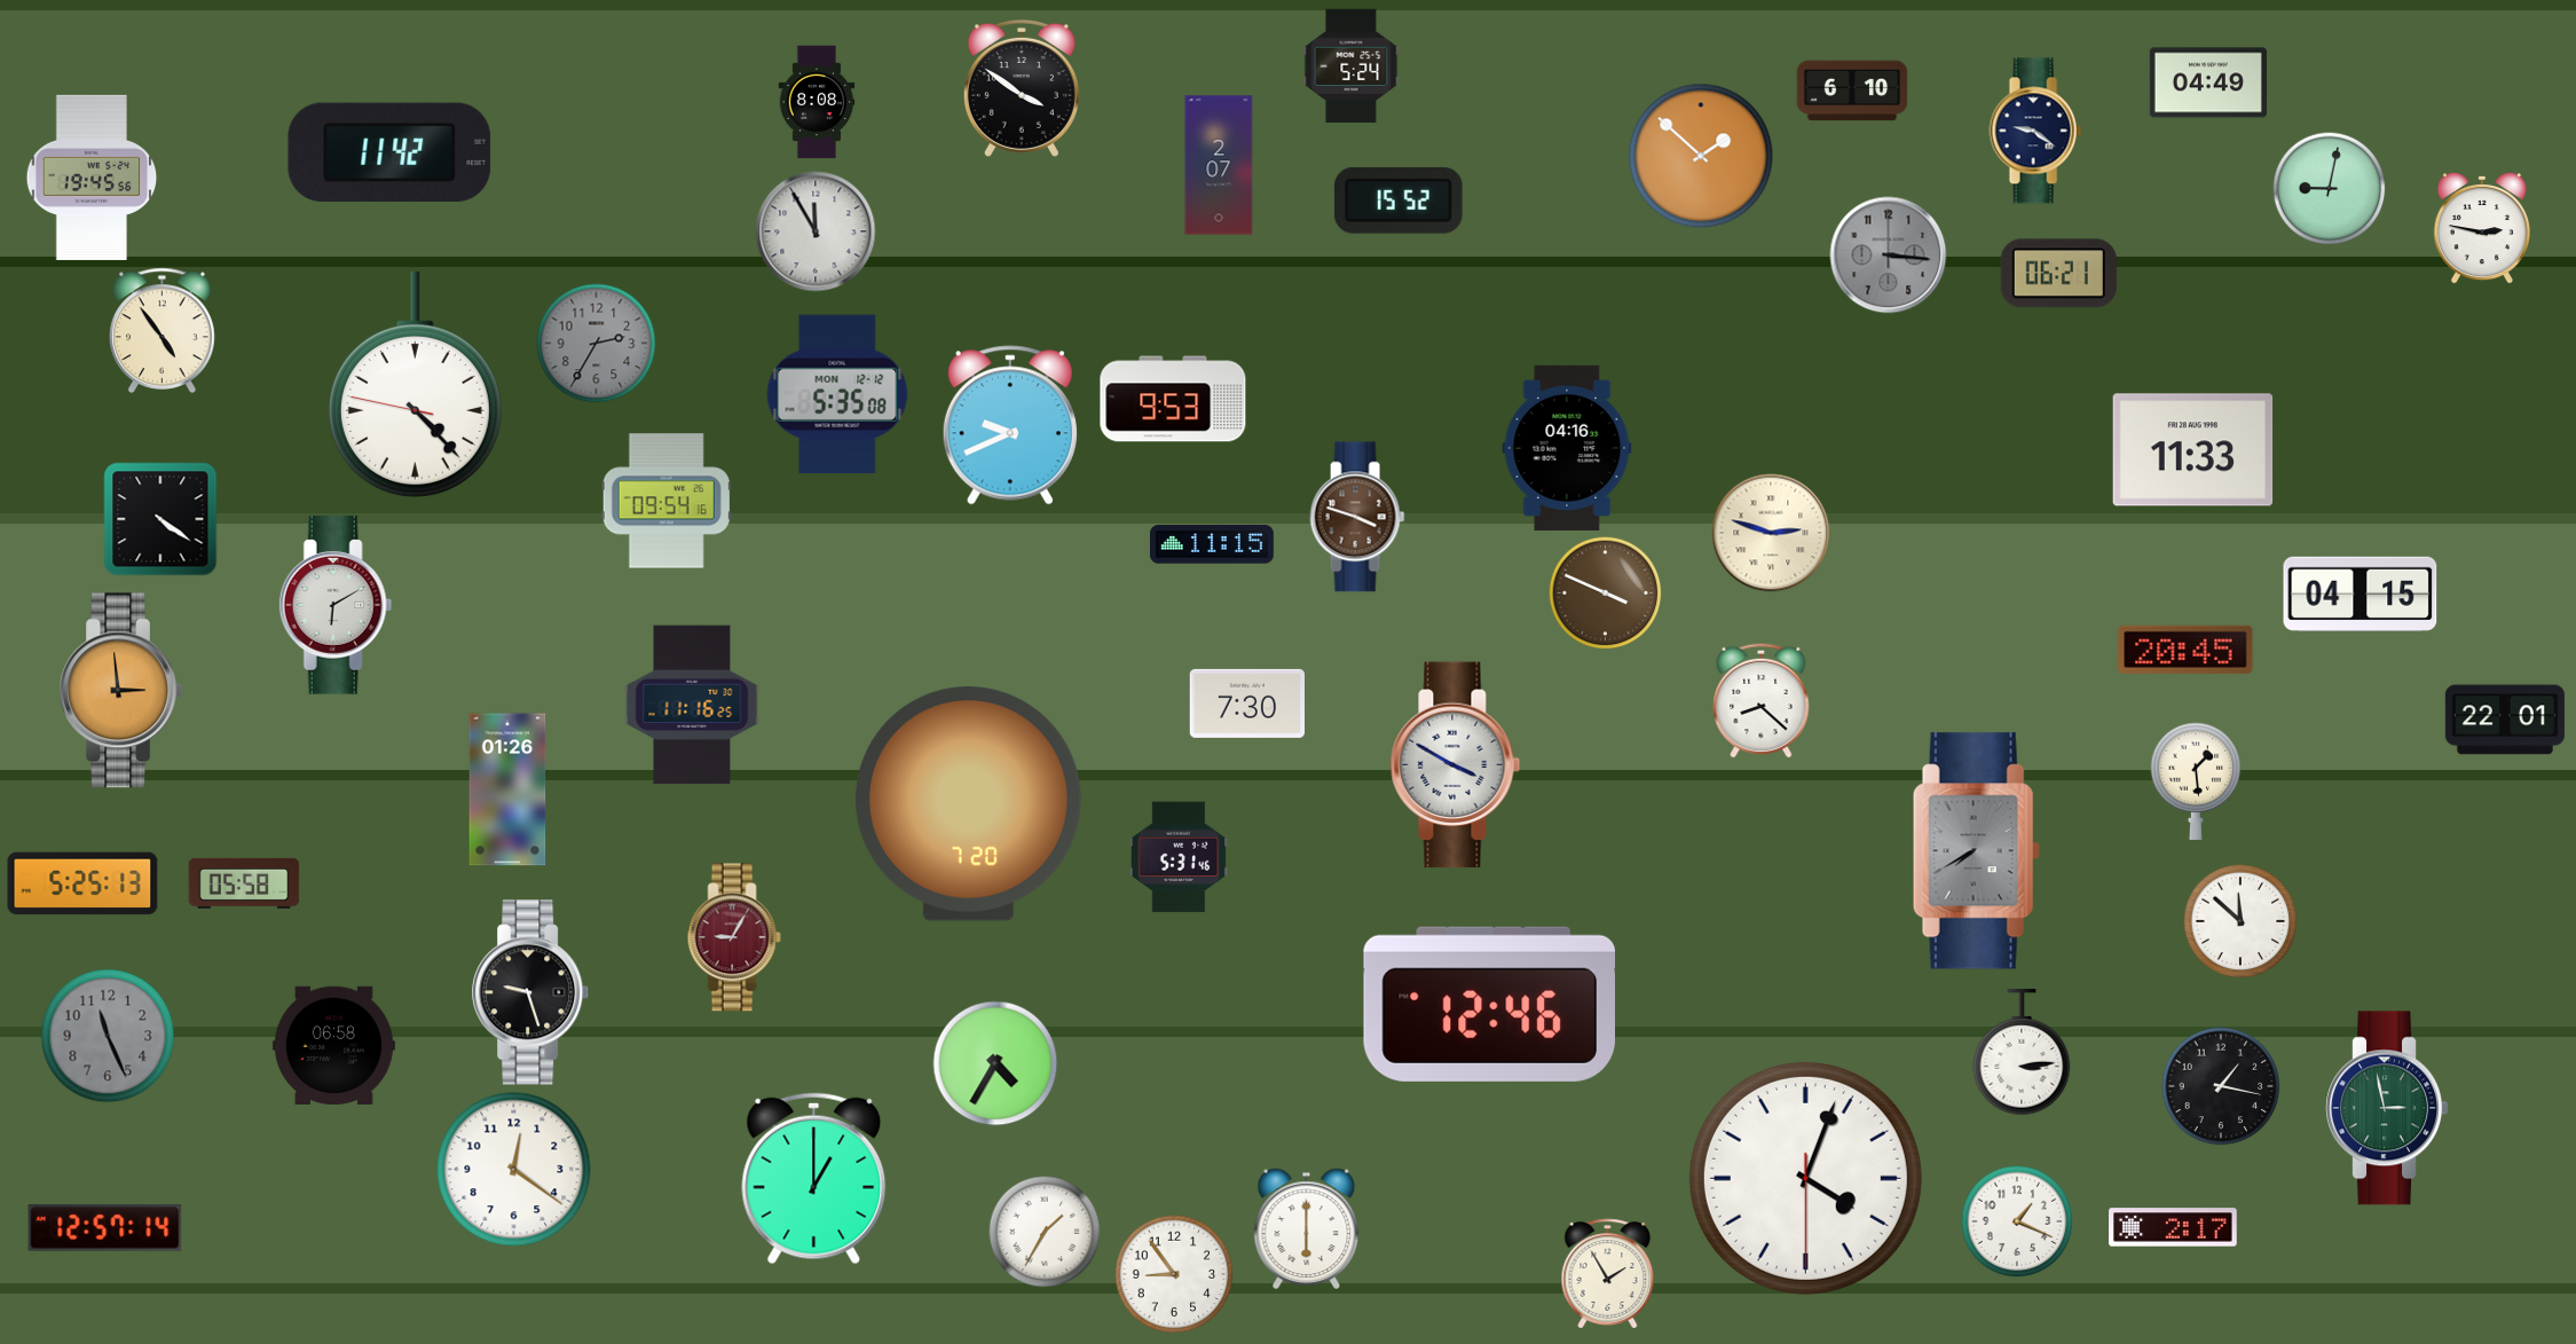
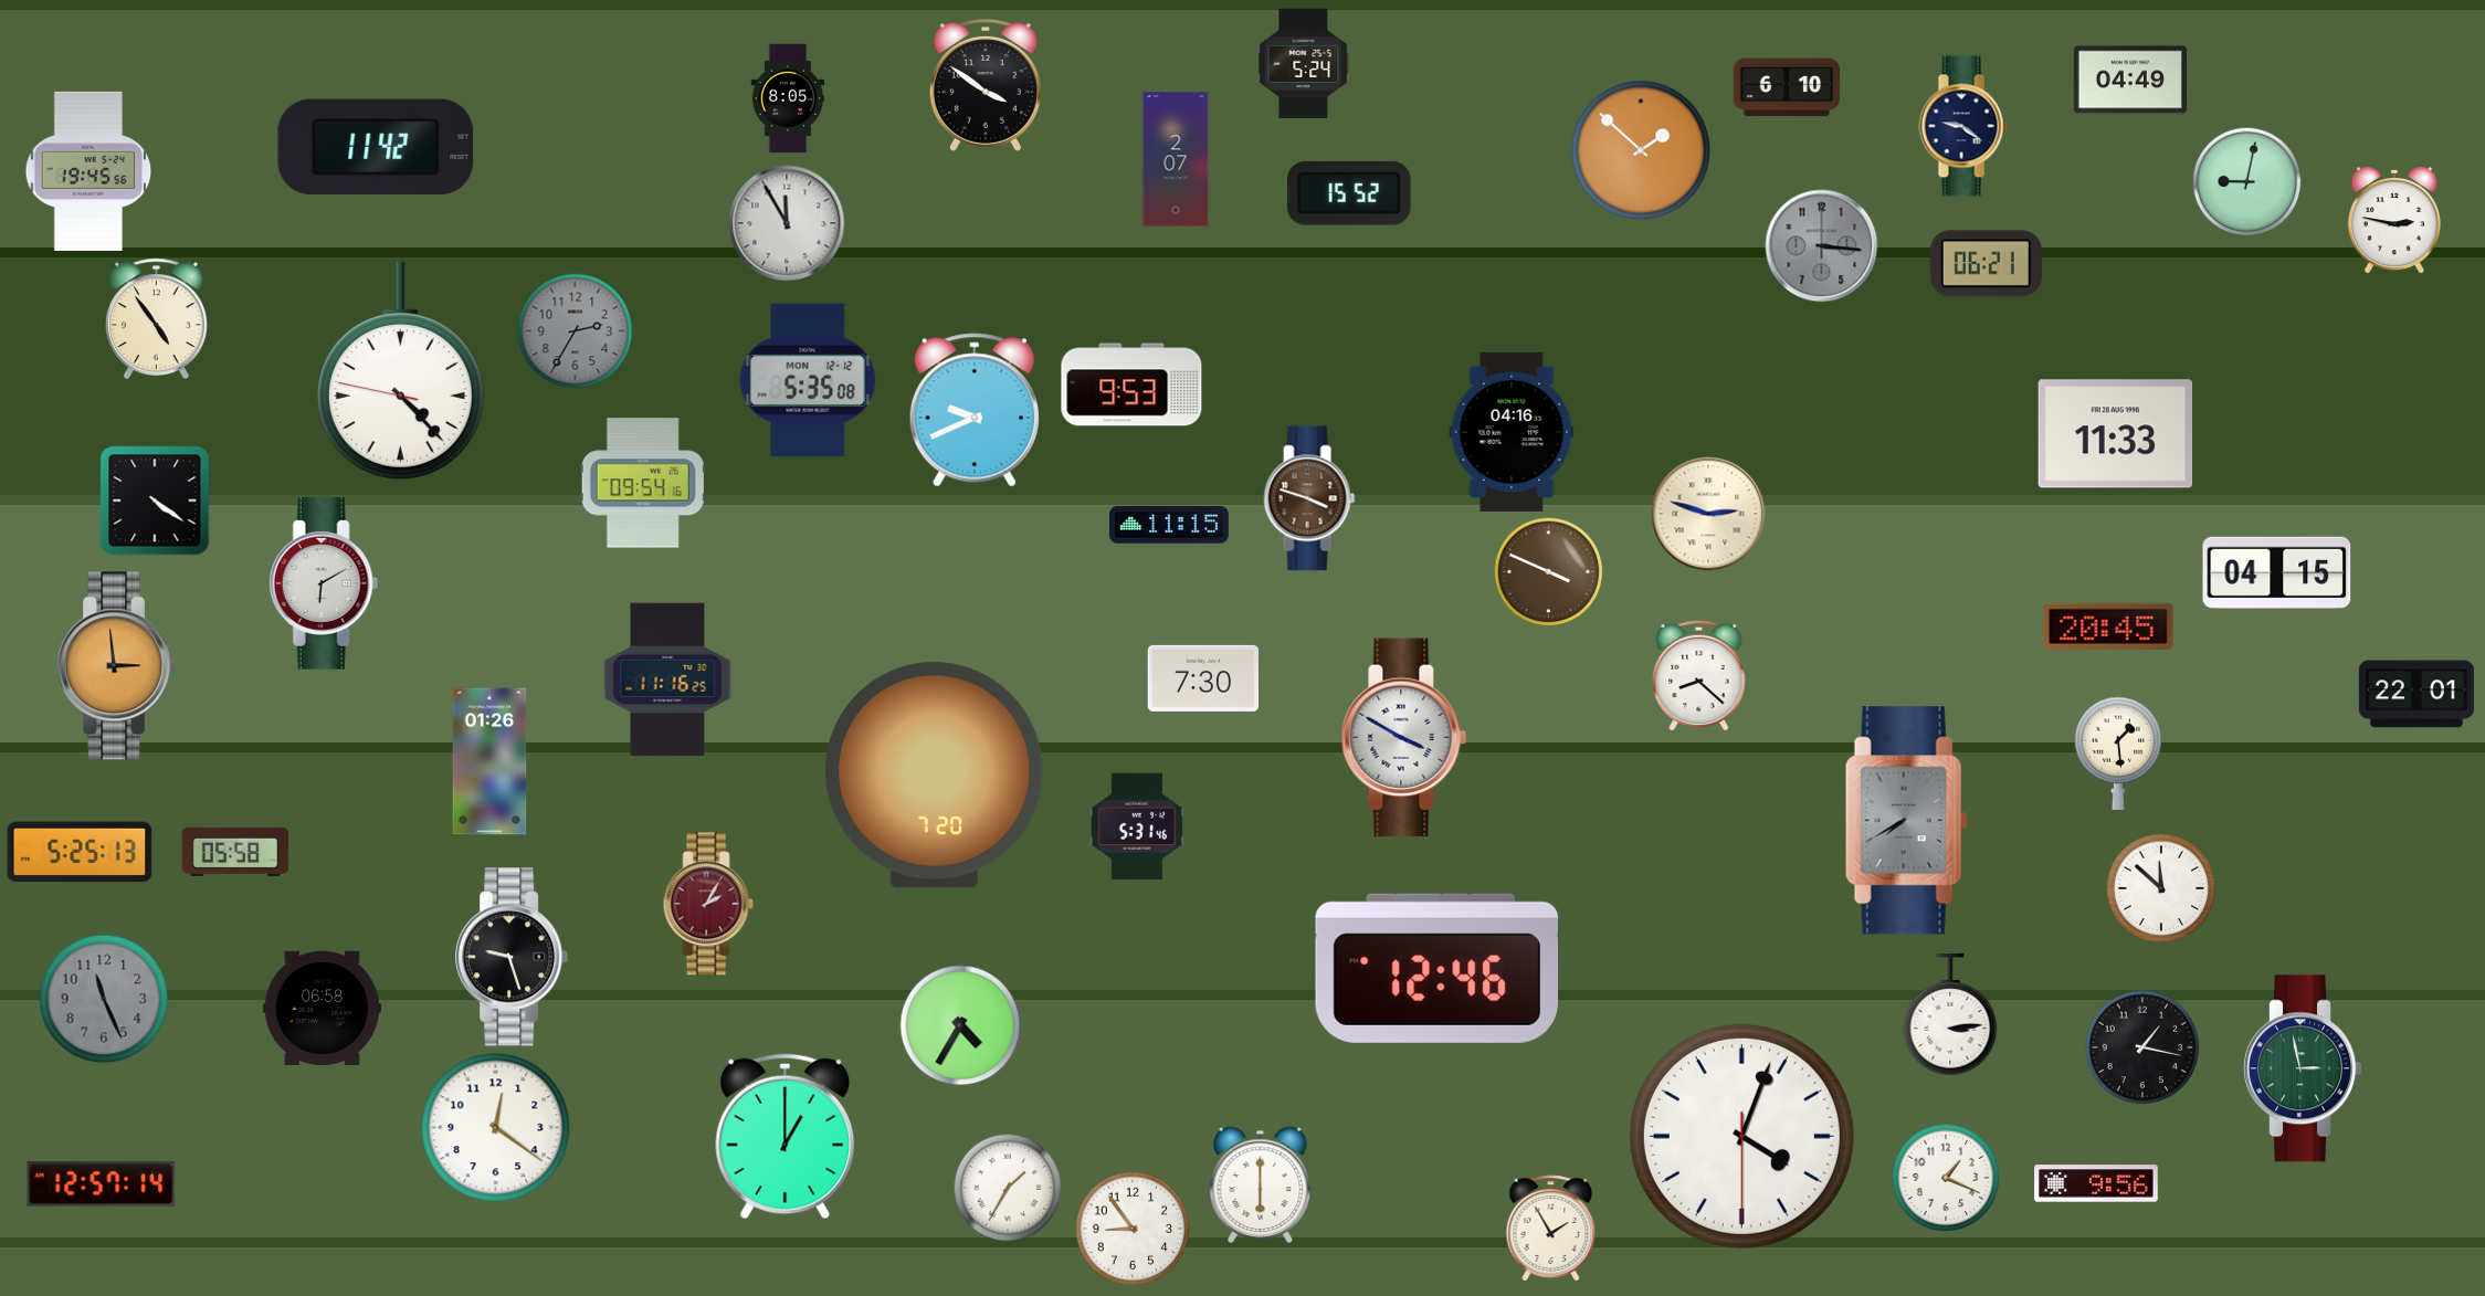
clock at (817, 102): 8:08 -> 8:05
clock at (734, 937): 9:05 -> 2:05
clock at (2173, 1227): 2:17 -> 9:56
